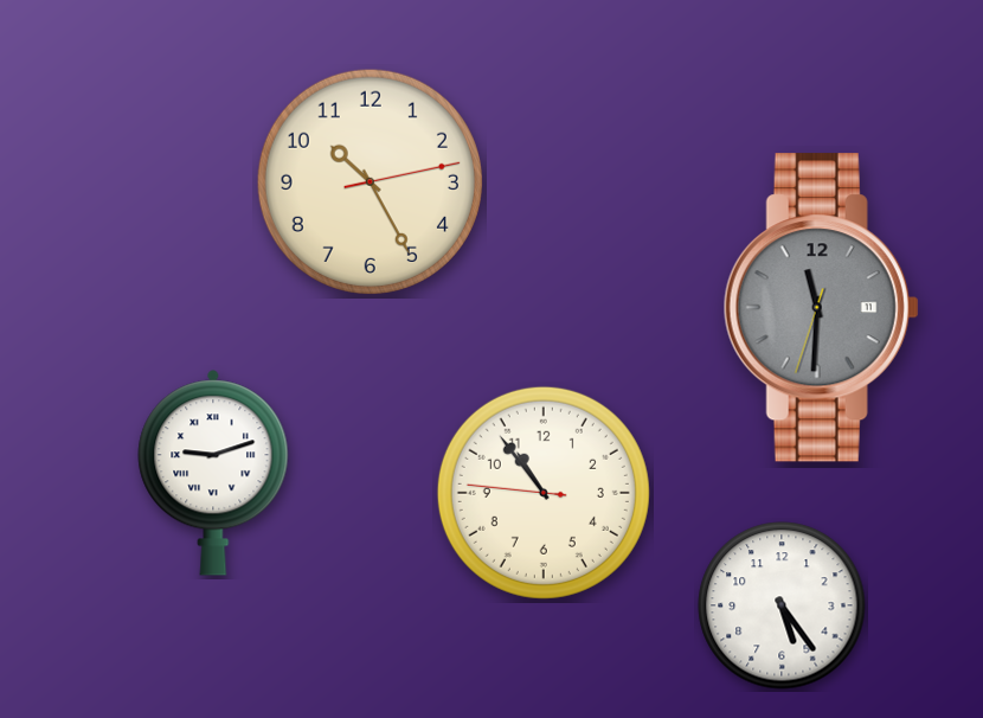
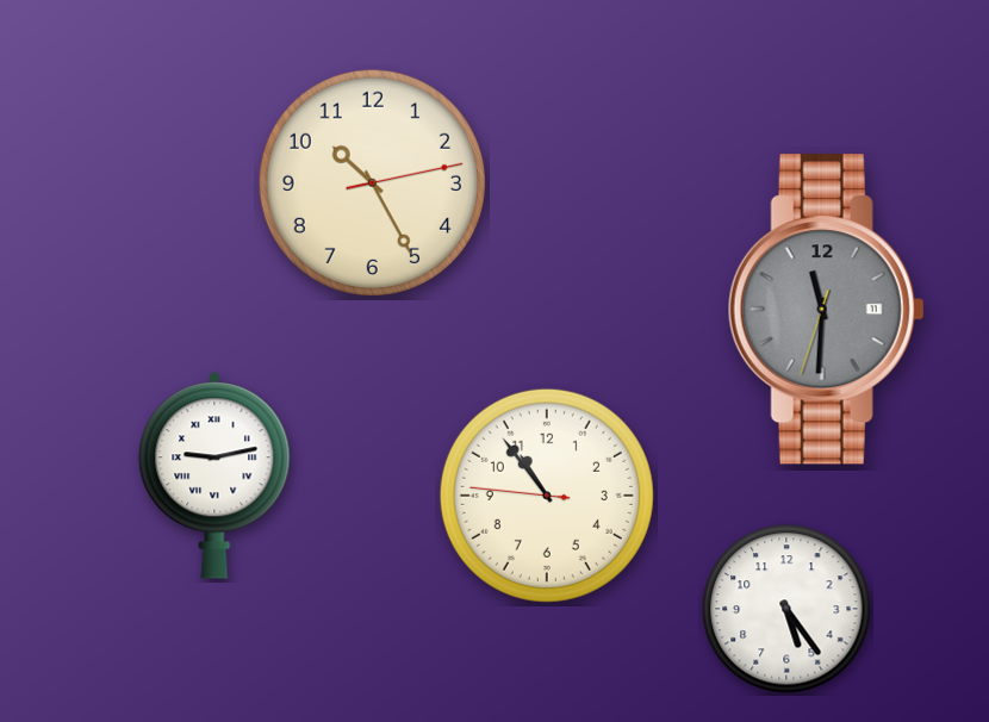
clock at (213, 473): 9:12 -> 9:13
